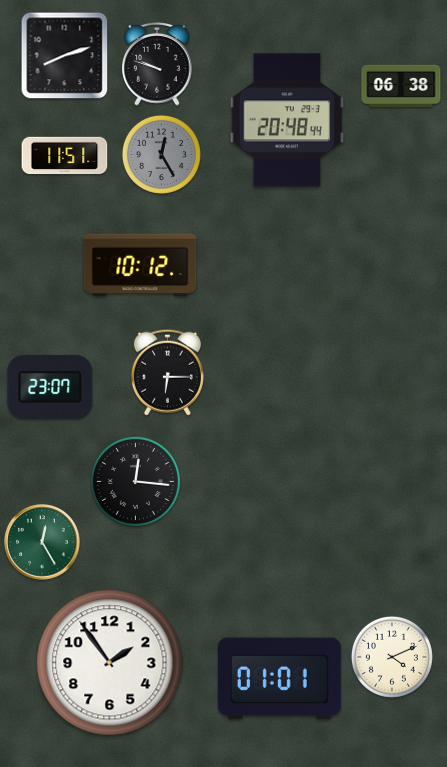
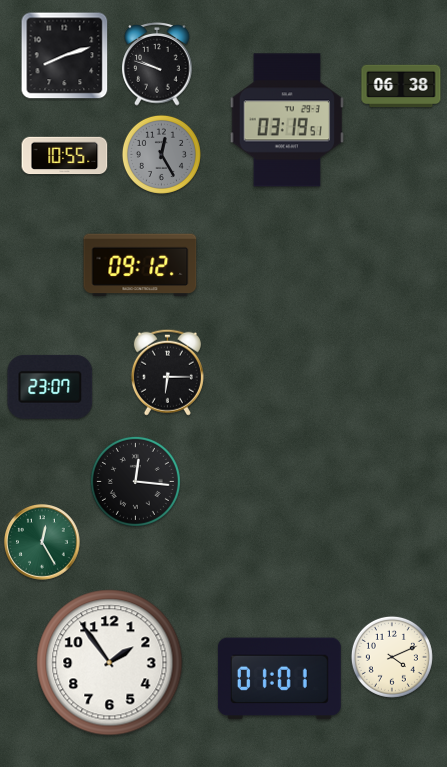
clock at (286, 120): 20:48 -> 03:19
clock at (65, 156): 11:51 -> 10:55
clock at (140, 265): 10:12 -> 09:12
